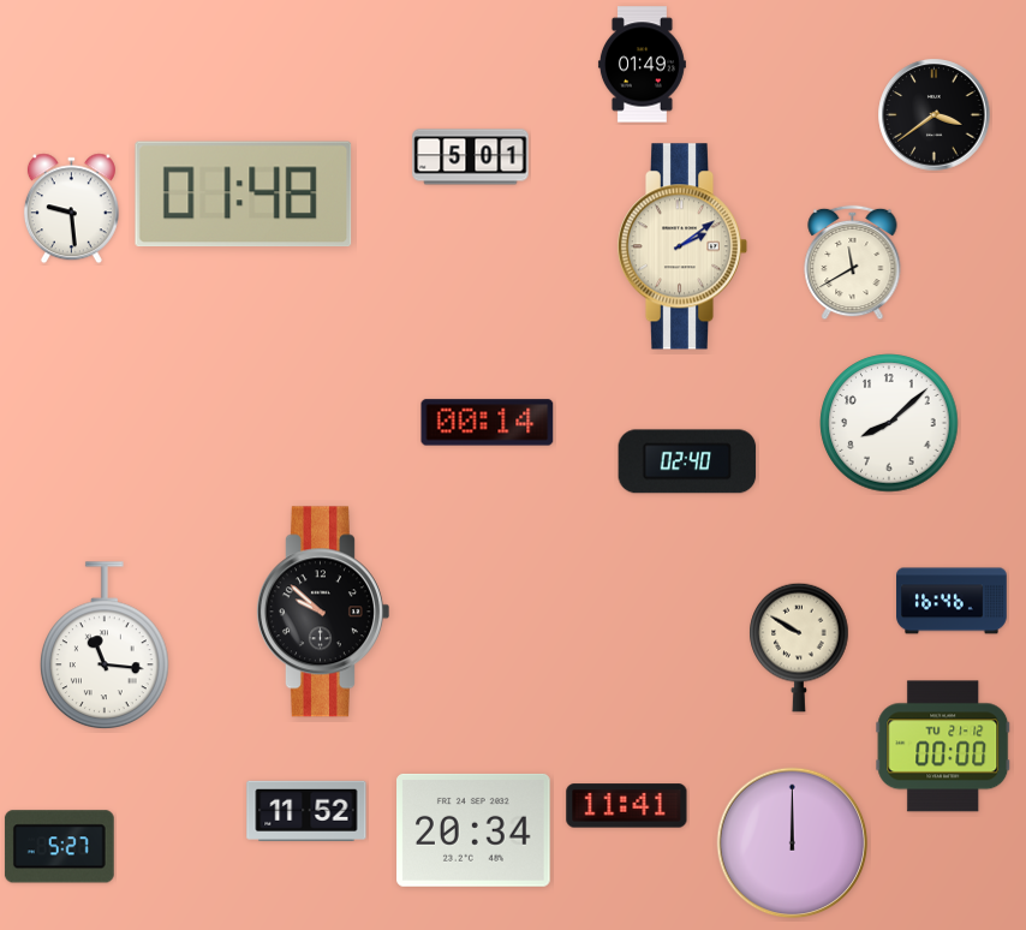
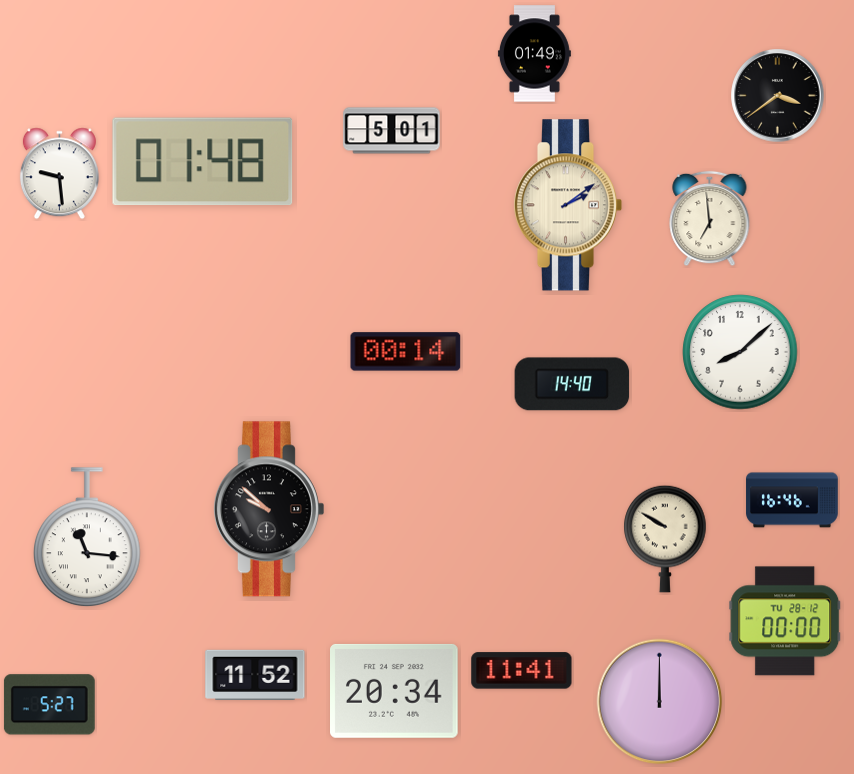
clock at (853, 263): 11:40 -> 6:59
clock at (687, 461): 02:40 -> 14:40
clock at (943, 746) date: TU 21-12 -> TU 28-12
